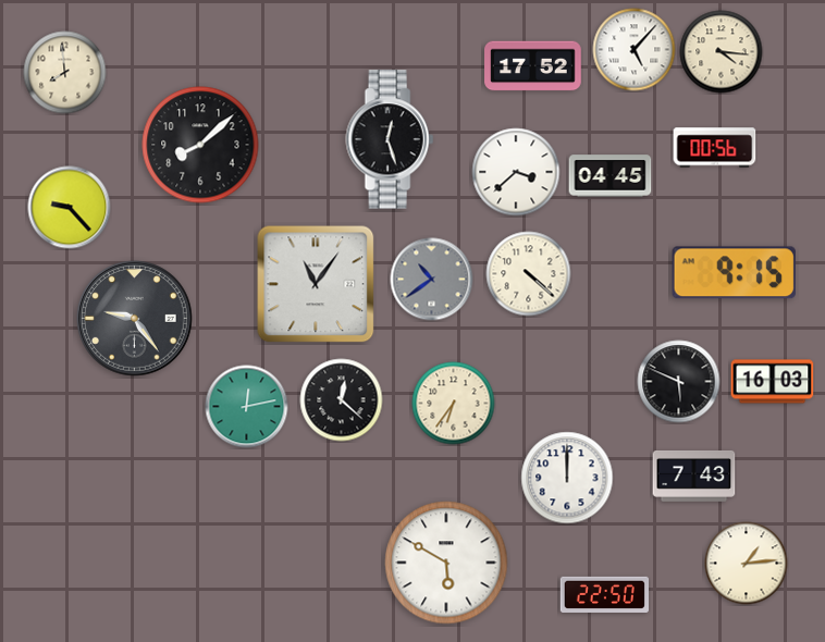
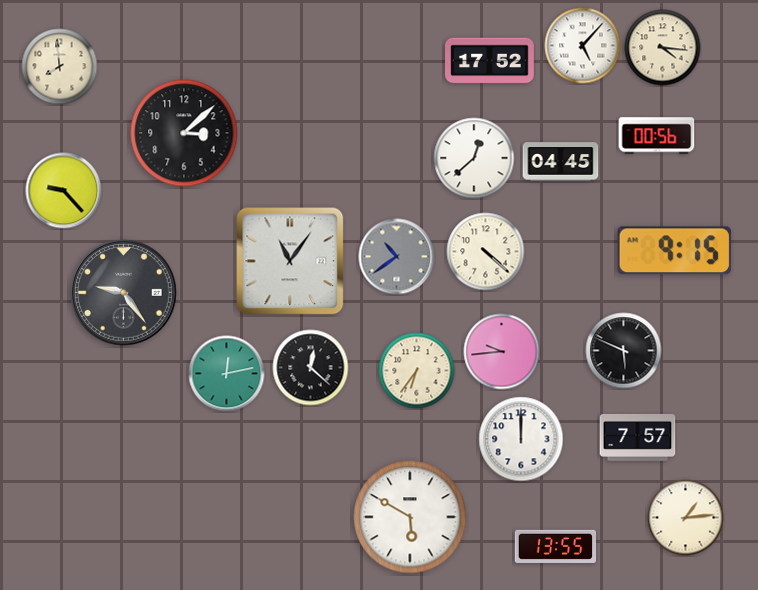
clock at (390, 139): 12:27 -> none
clock at (200, 145): 8:08 -> 3:08
clock at (516, 172): 3:38 -> 12:38
clock at (773, 382): 16:03 -> none
clock at (502, 352): none -> 9:44
clock at (342, 400) position: (342, 400) -> (311, 368)
clock at (694, 477): 7:43 -> 7:57
clock at (604, 594): 22:50 -> 13:55
